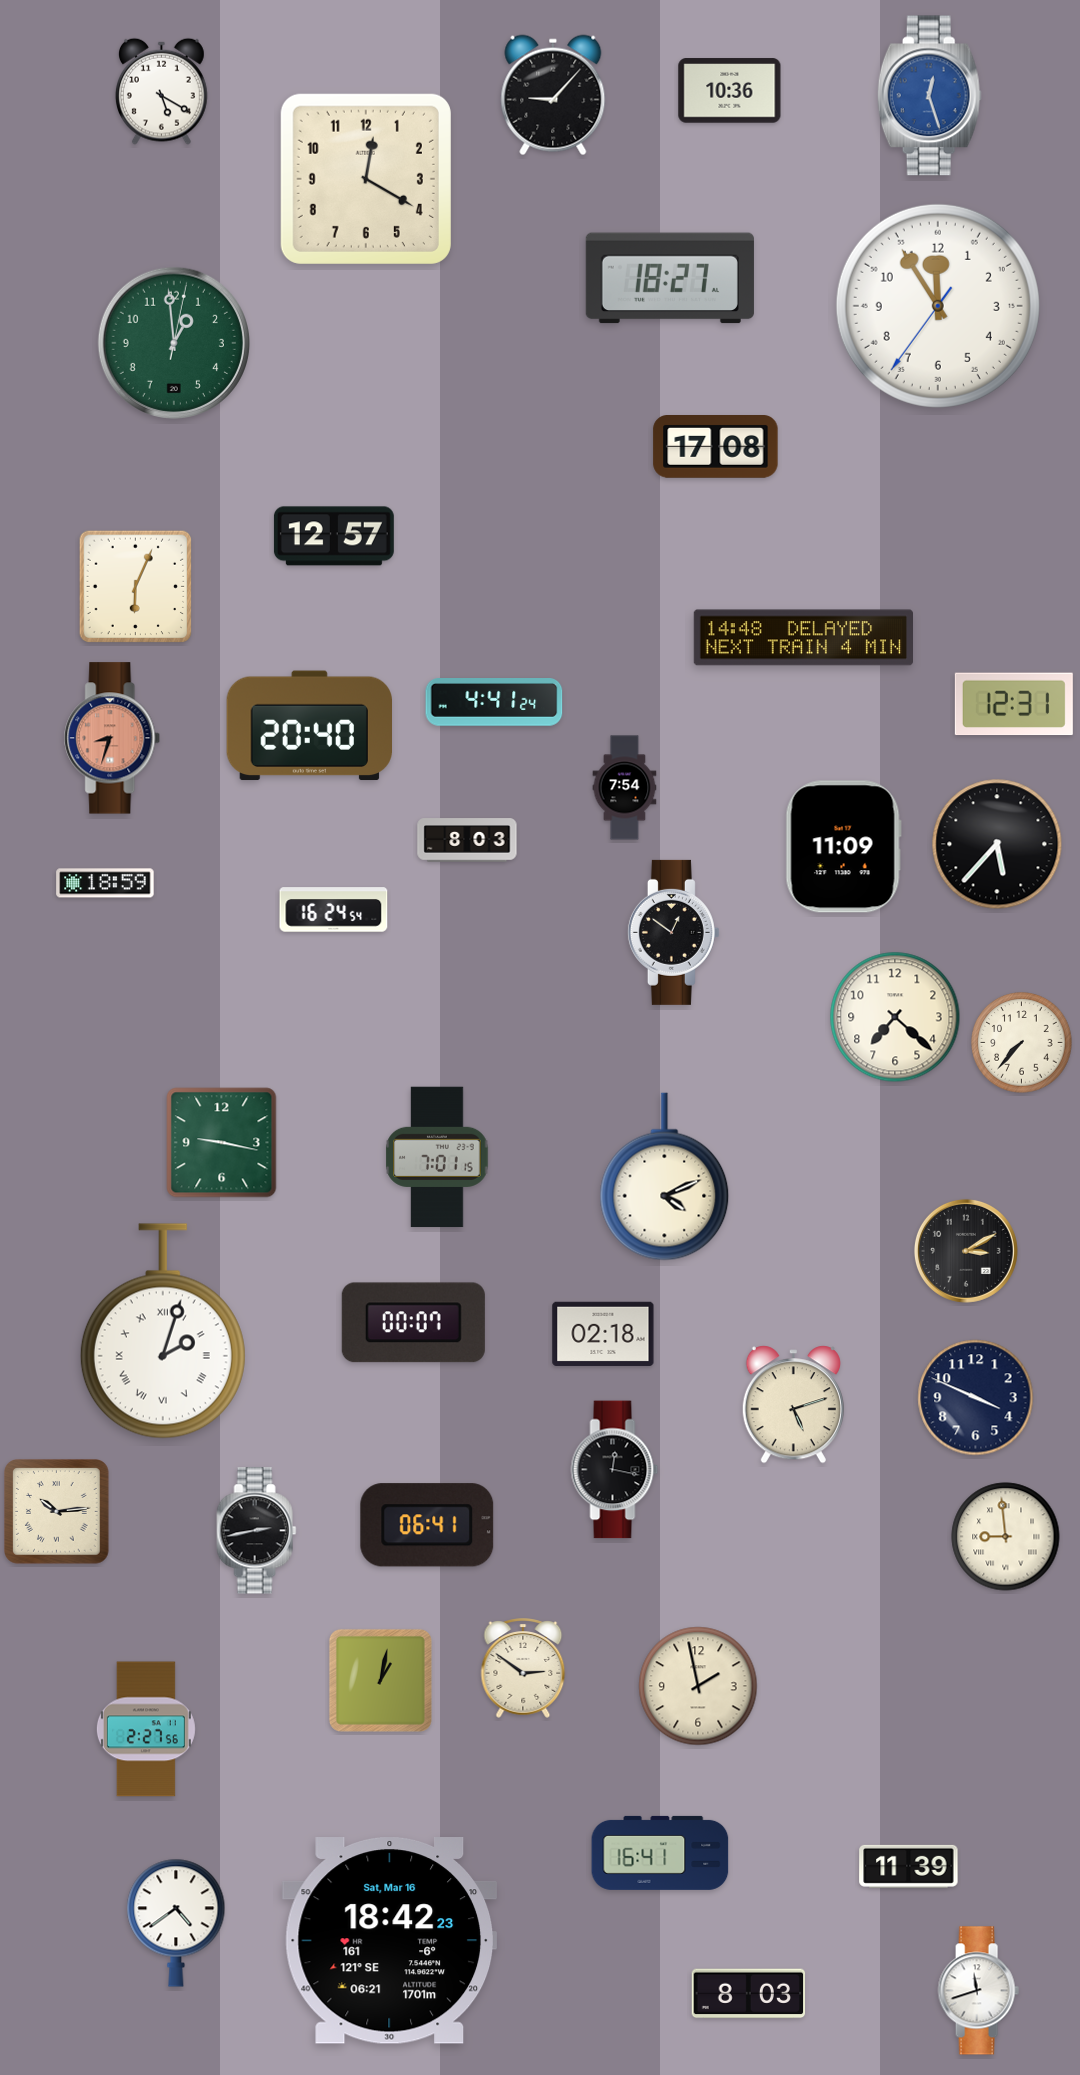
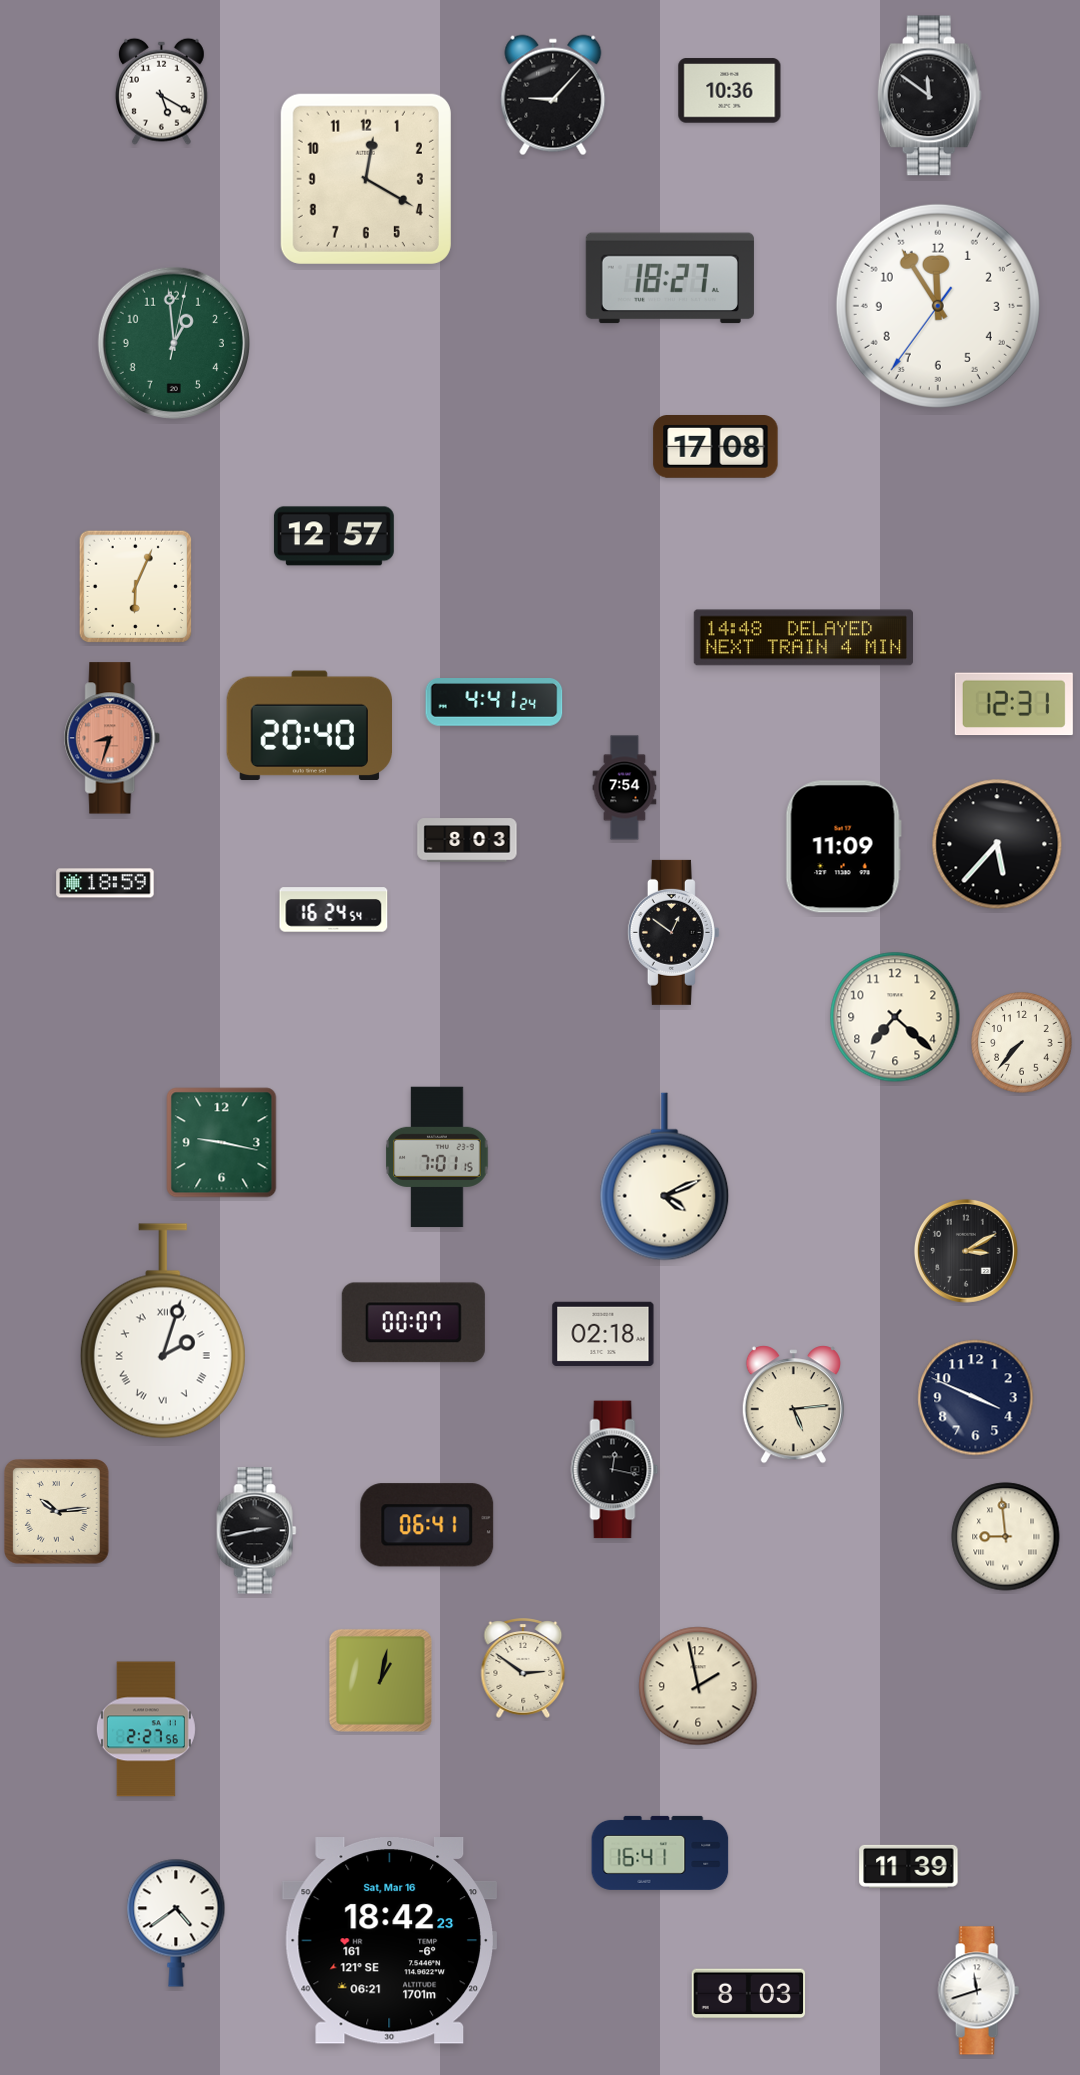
clock at (929, 96): 12:27 -> 11:51
clock at (929, 96) dial: blue -> black
clock at (793, 1405): 5:12 -> 5:14
